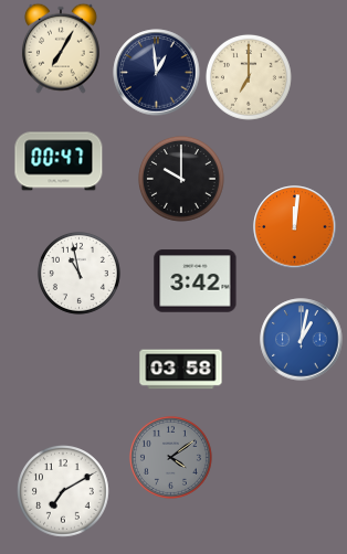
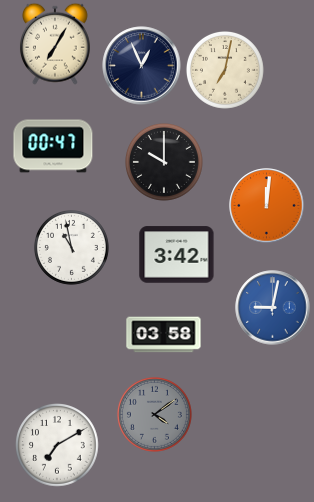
clock at (157, 73): 12:59 -> 12:56
clock at (249, 77): 7:00 -> 7:02
clock at (302, 340): 1:02 -> 9:02
